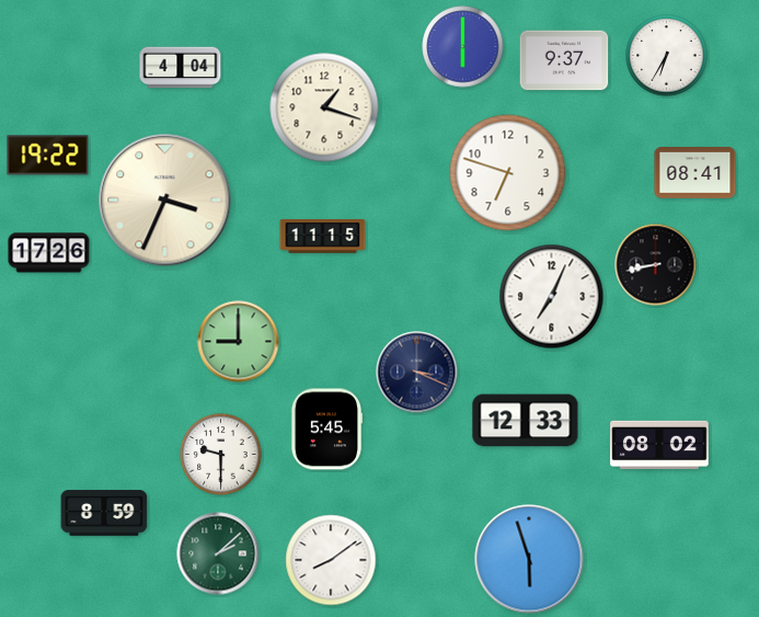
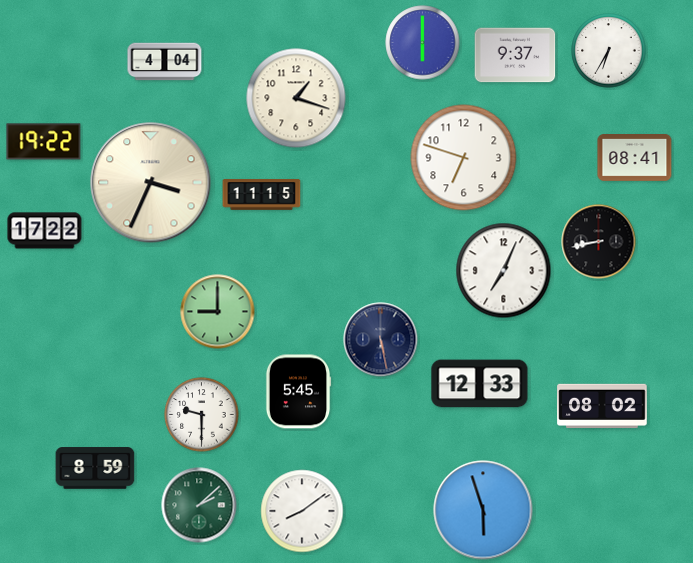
clock at (323, 237) position: (323, 237) -> (262, 195)
clock at (49, 253): 17:26 -> 17:22
clock at (417, 373): 3:19 -> 5:28
